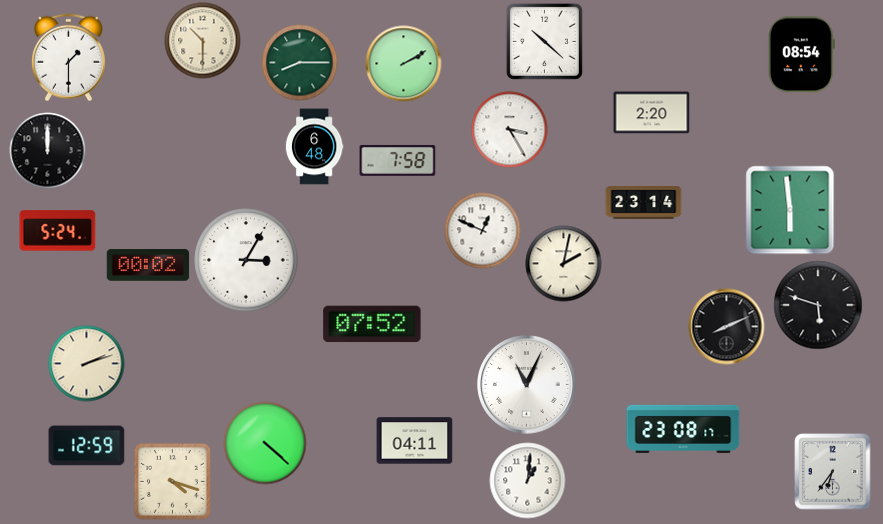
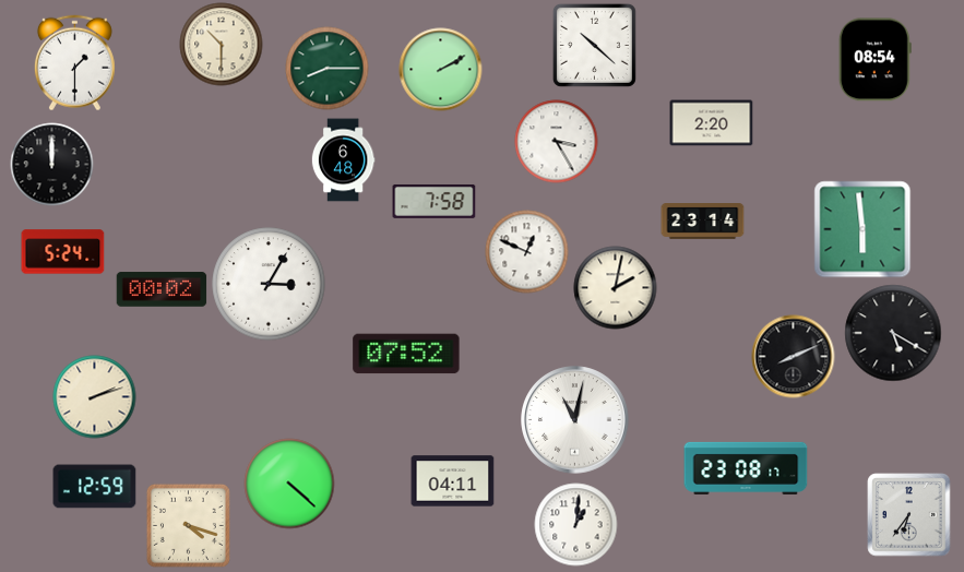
clock at (398, 160) position: (398, 160) -> (435, 201)
clock at (818, 305): 5:48 -> 5:20
clock at (527, 385): 11:04 -> 11:02
